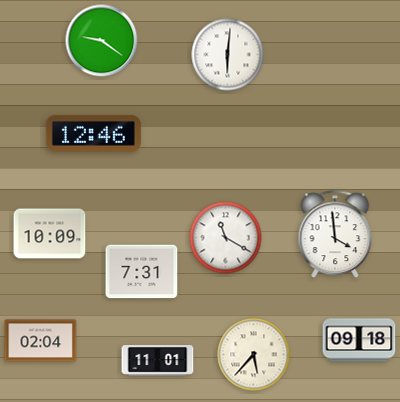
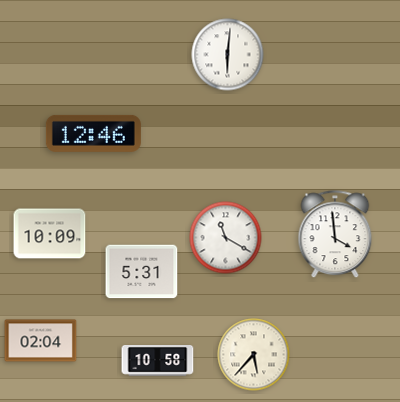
clock at (102, 41): 9:21 -> none
clock at (142, 272): 7:31 -> 5:31
clock at (359, 340): 09:18 -> none
clock at (158, 361): 11:01 -> 10:58
